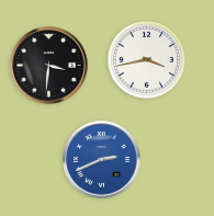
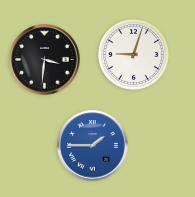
clock at (146, 59): 3:43 -> 9:03
clock at (102, 160): 2:41 -> 1:45
